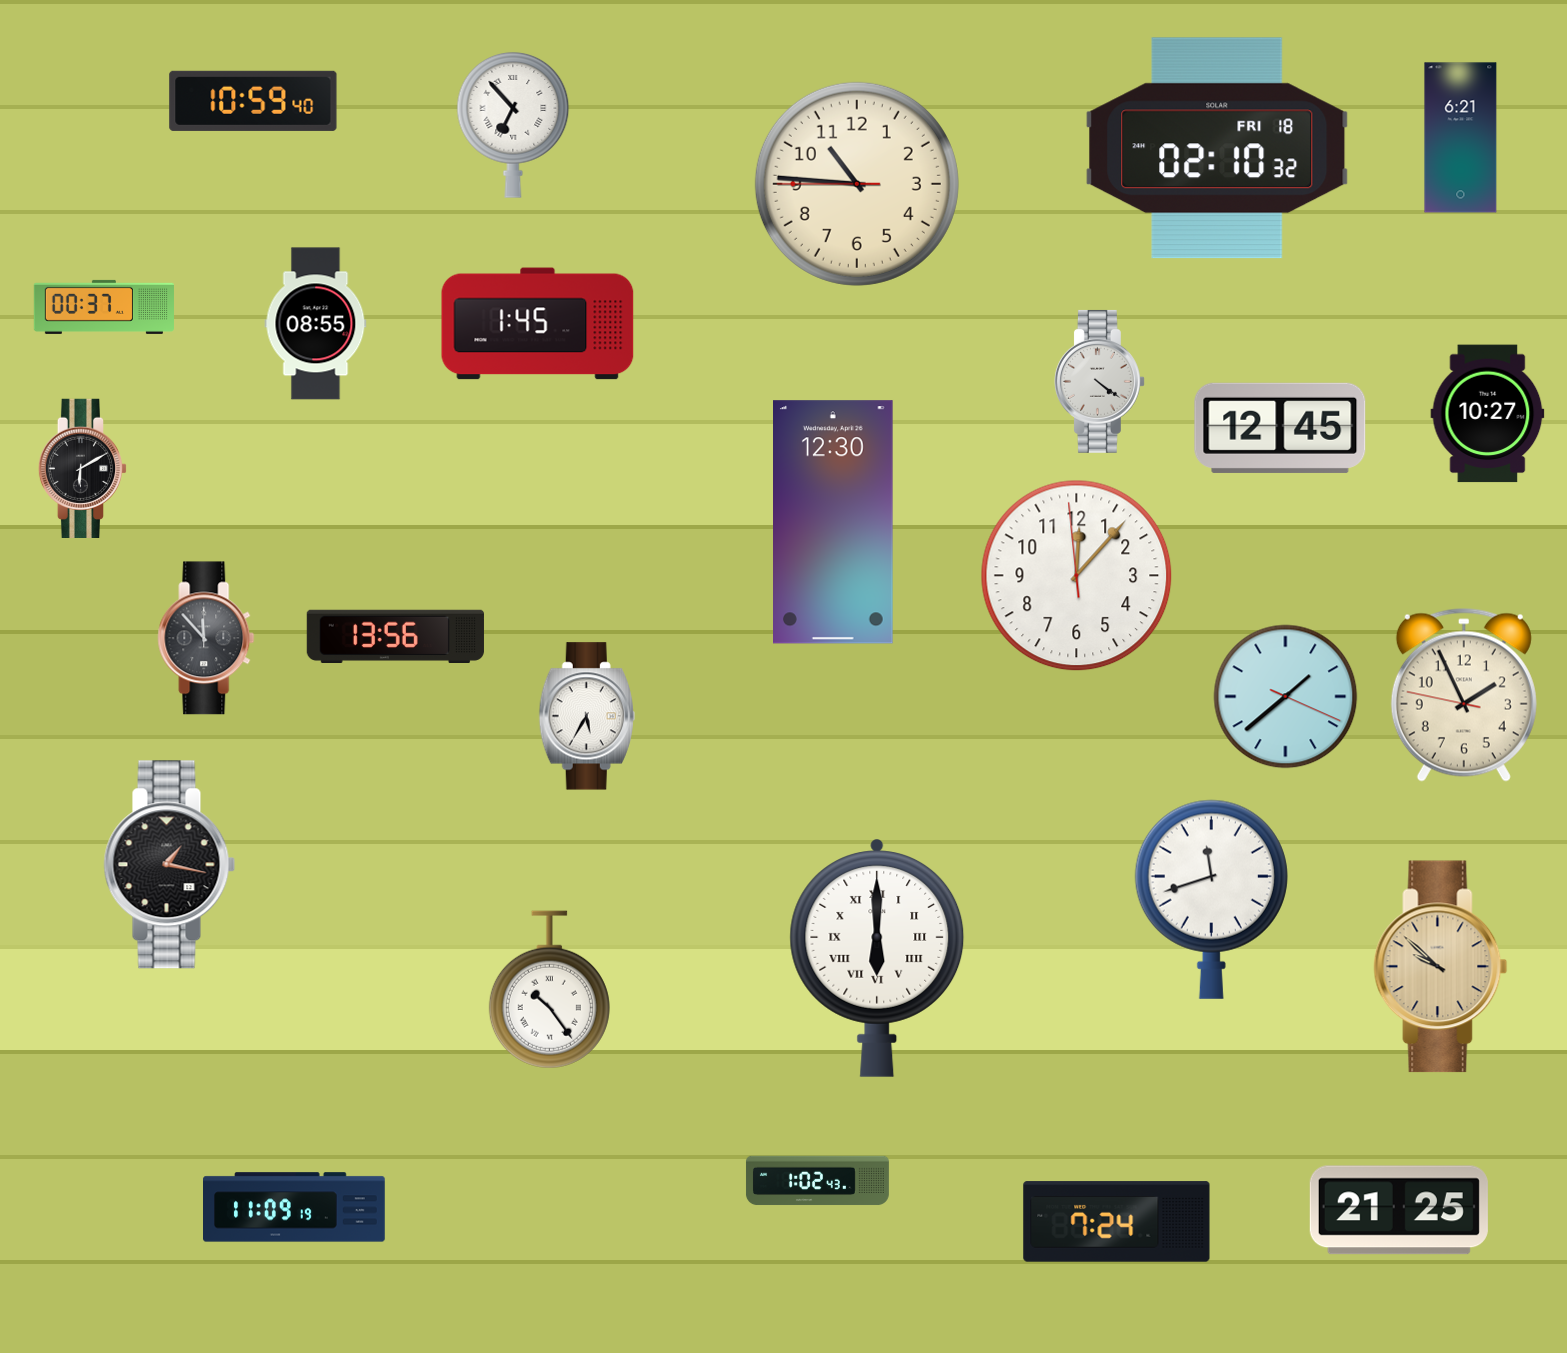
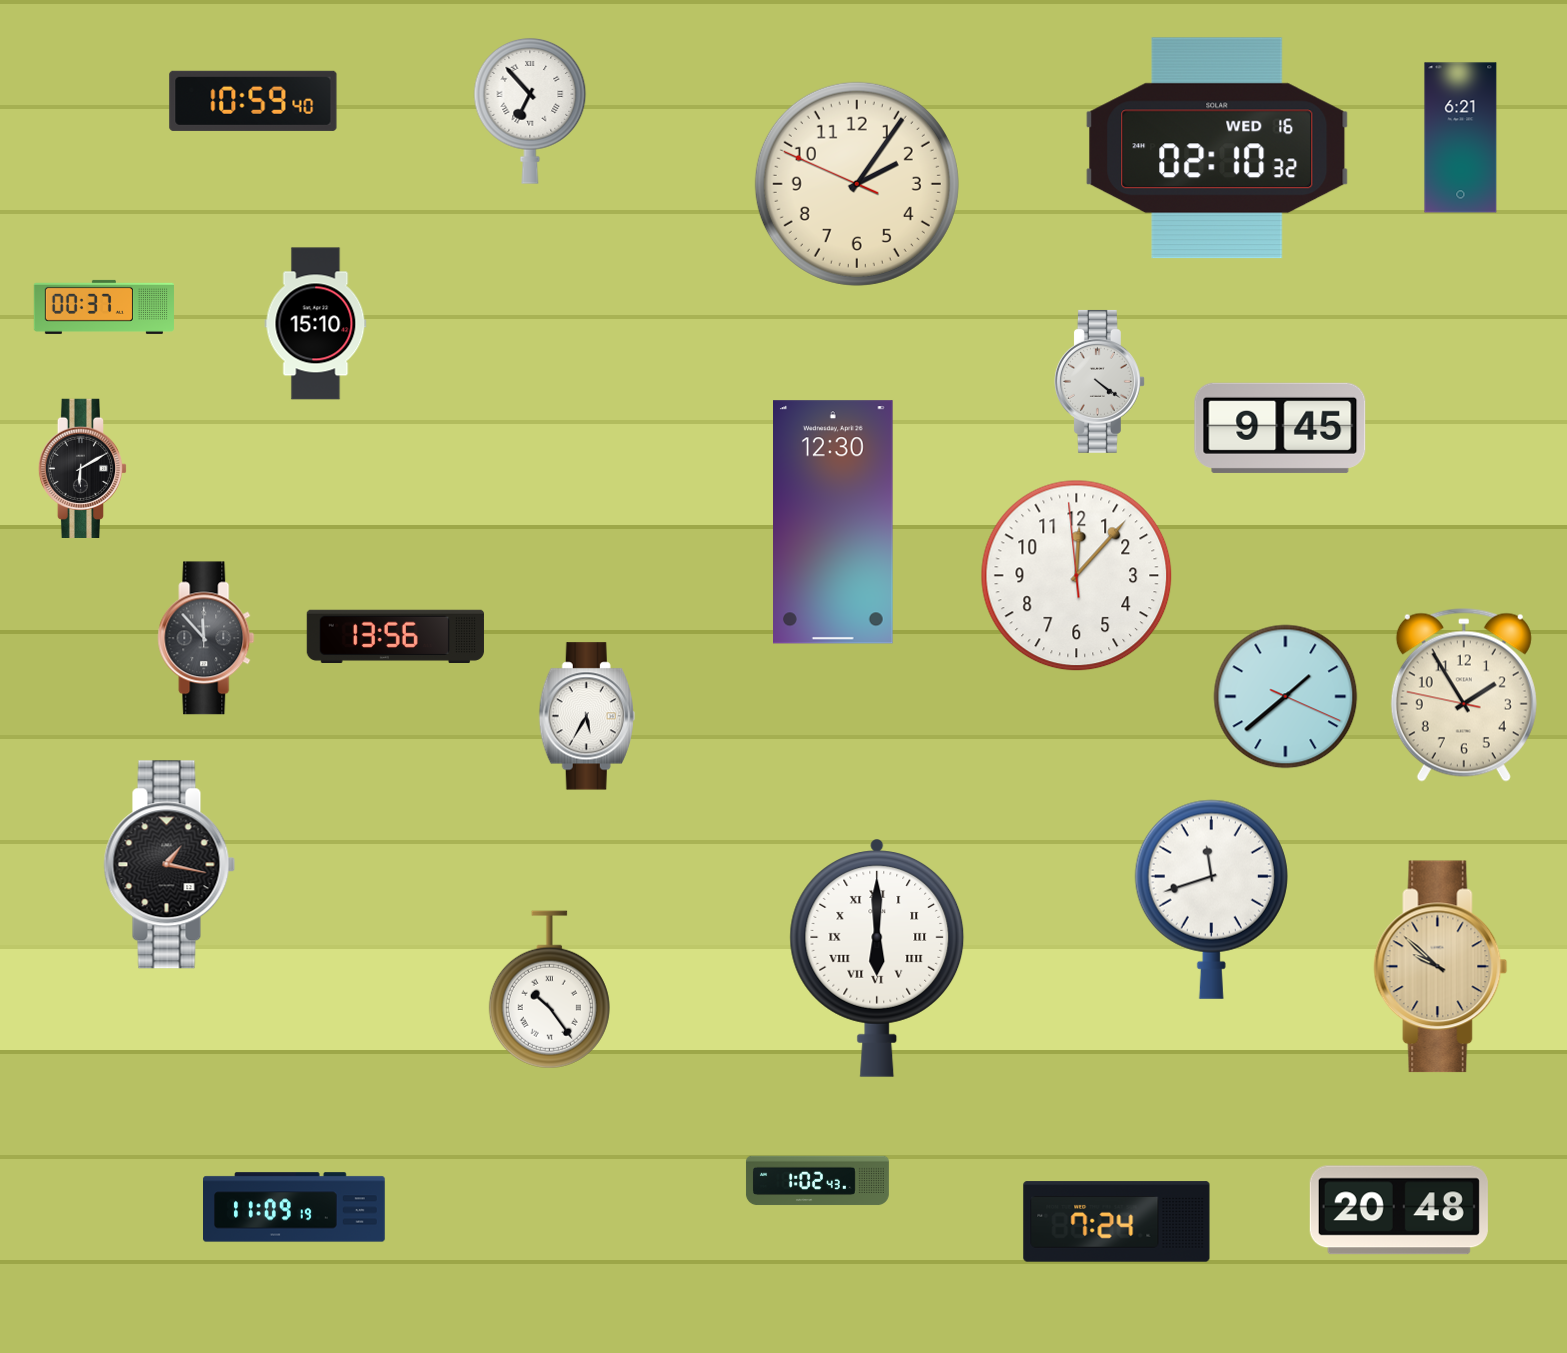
clock at (513, 125) position: (513, 125) -> (530, 111)
clock at (1217, 148) date: FRI 18 -> WED 16
clock at (857, 184): 10:45 -> 2:05
clock at (316, 324): 08:55 -> 15:10
clock at (538, 324): 1:45 -> none
clock at (1488, 414): 10:27 -> none
clock at (1280, 428): 12:45 -> 9:45
clock at (1464, 695): 1:55 -> 1:54
clock at (1399, 1210): 21:25 -> 20:48
